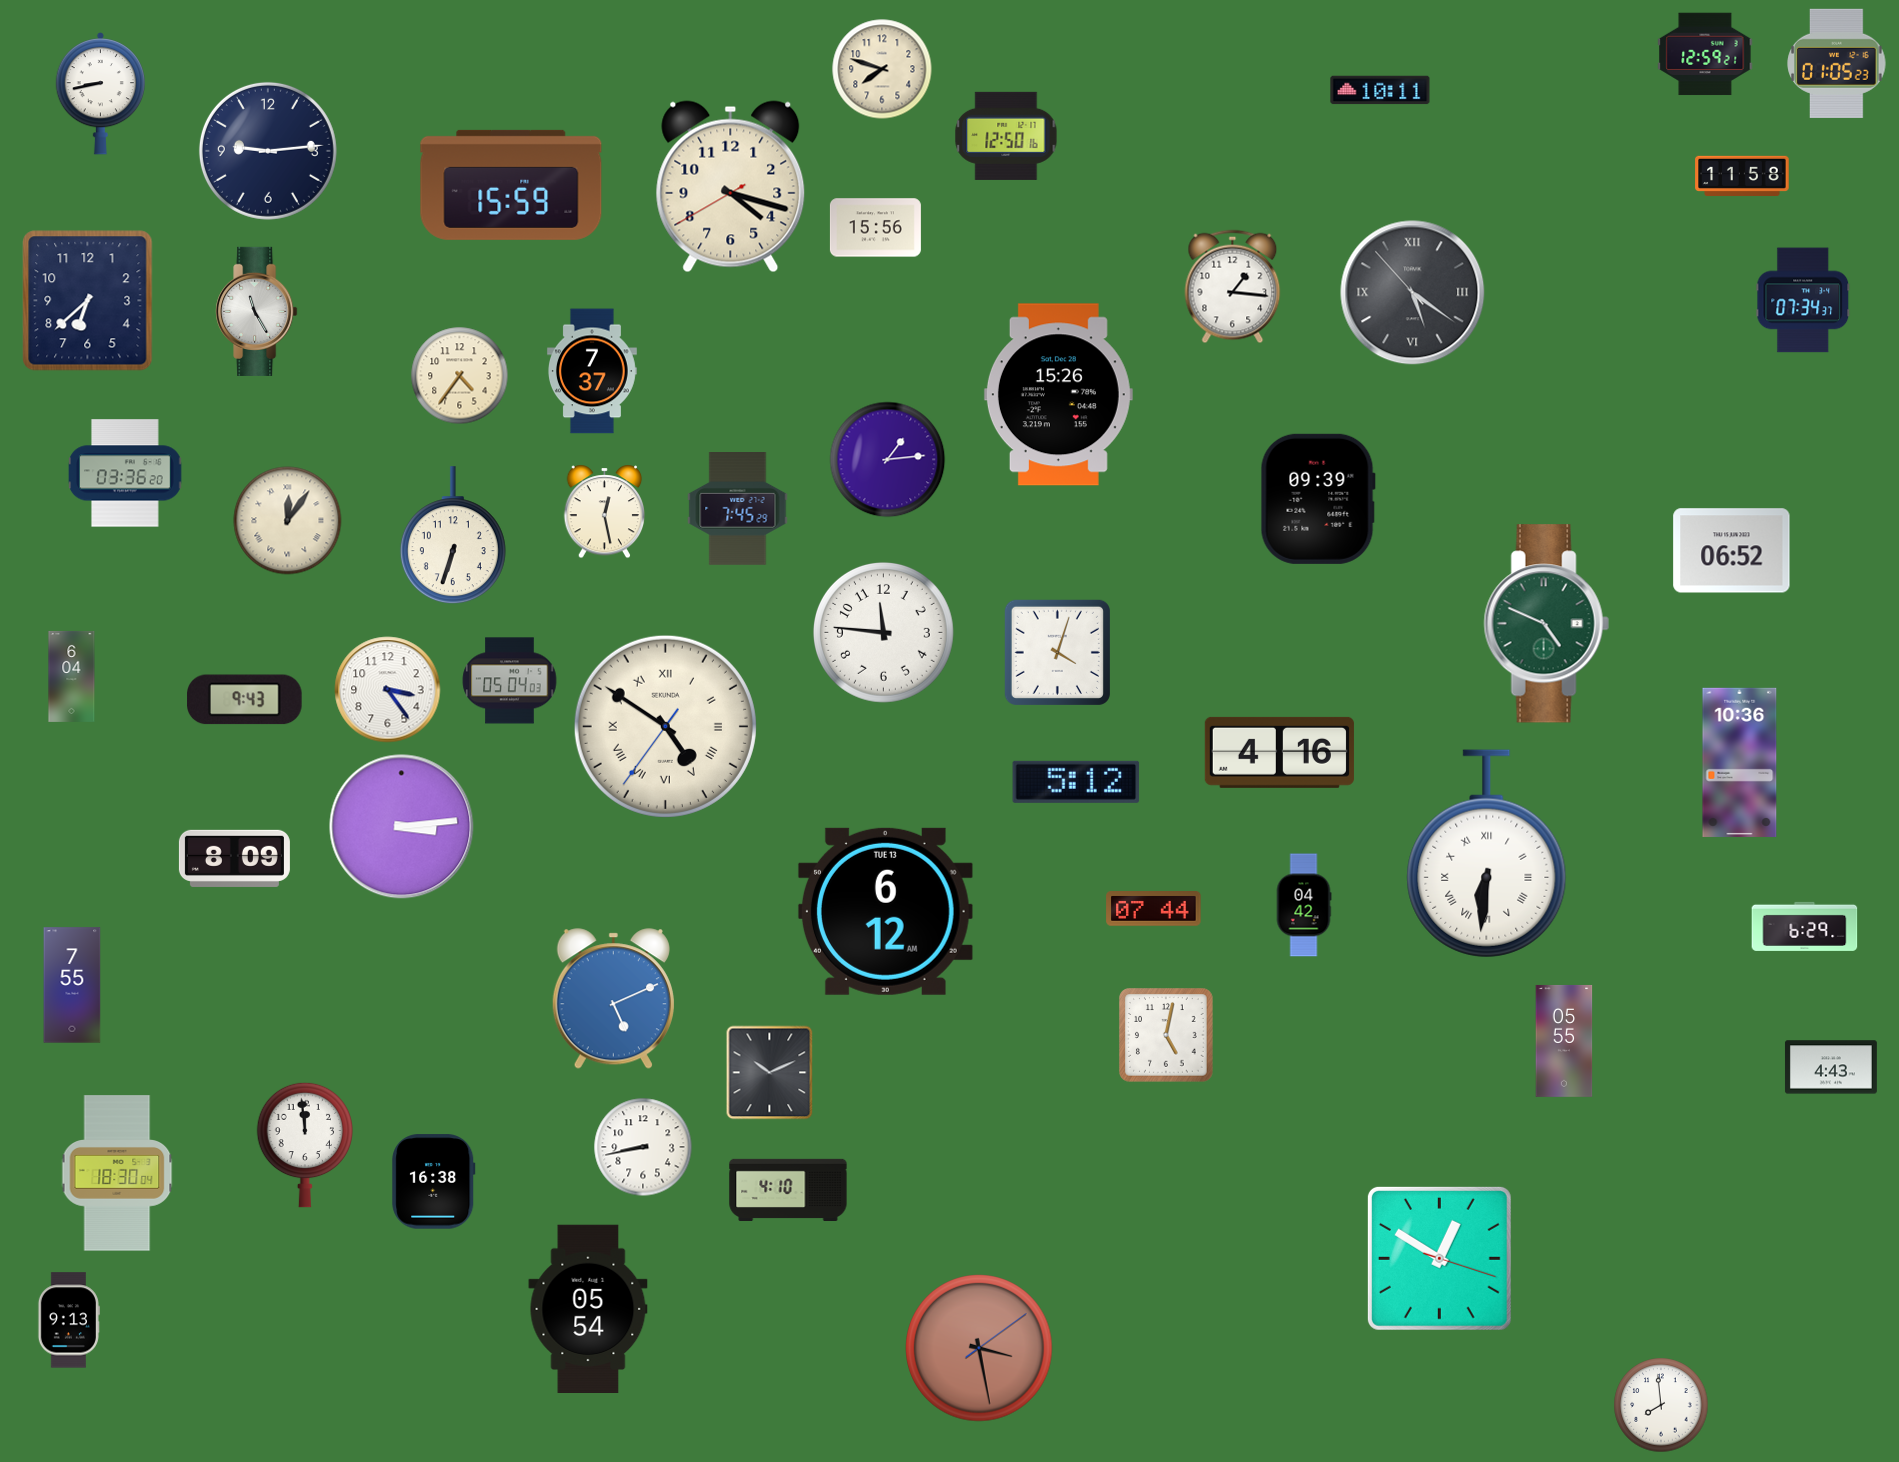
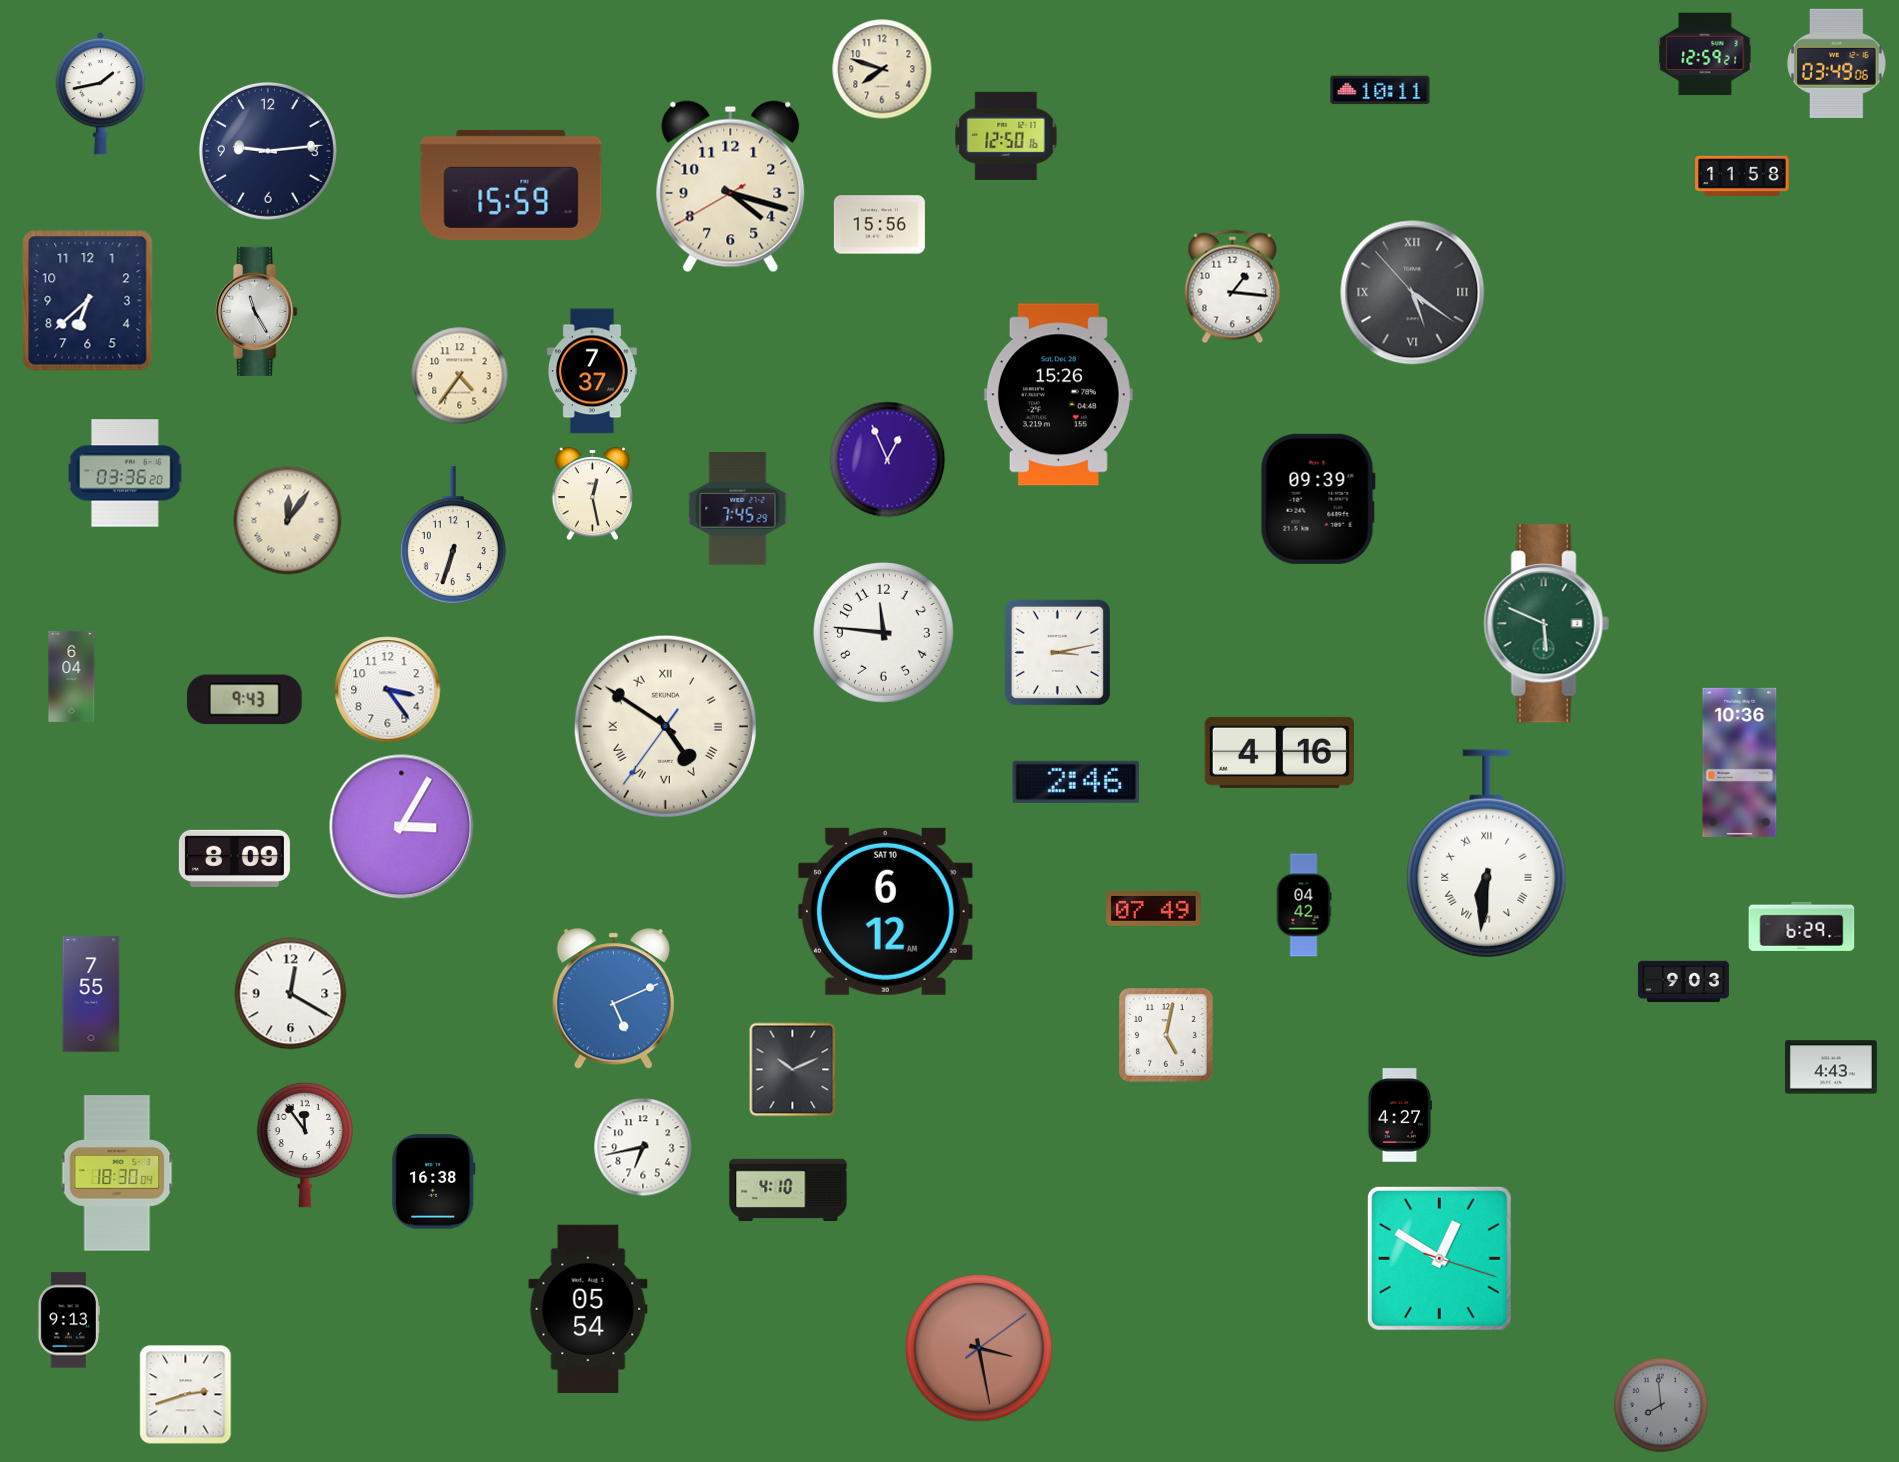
clock at (1837, 63): 01:05 -> 03:49
clock at (100, 94): 8:43 -> 1:43
clock at (875, 228) position: (875, 228) -> (879, 225)
clock at (1803, 300): 07:34 -> none
clock at (888, 460): 1:14 -> 12:56
clock at (605, 512) position: (605, 512) -> (593, 494)
clock at (1732, 551): 06:52 -> none
clock at (1546, 624): 4:49 -> 5:49
clock at (1057, 652): 4:03 -> 3:13
clock at (510, 681): 05:04 -> none
clock at (1076, 782): 5:12 -> 2:46
clock at (402, 827): 3:14 -> 3:05
clock at (1154, 909): 07:44 -> 07:49
clock at (885, 911) date: TUE 13 -> SAT 10
clock at (1805, 926) position: (1805, 926) -> (1802, 926)
clock at (1683, 982): none -> 9:03
clock at (72, 985) position: (72, 985) -> (91, 994)
clock at (291, 994): none -> 12:20
clock at (1564, 1041): 05:55 -> none
clock at (770, 1073) position: (770, 1073) -> (793, 1070)
clock at (1399, 1115): none -> 4:27
clock at (304, 1145): 11:59 -> 11:54
clock at (643, 1147): 8:43 -> 6:43
clock at (186, 1395): none -> 2:42
clock at (1661, 1405) dial: white -> grey
